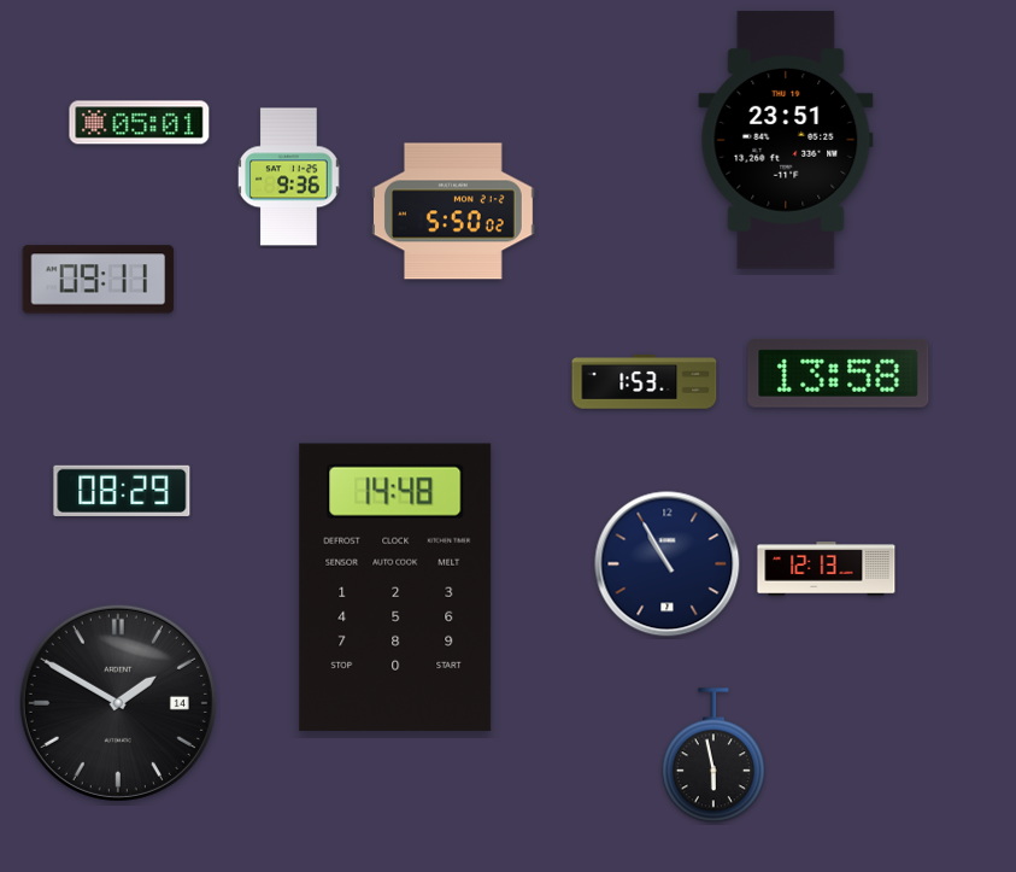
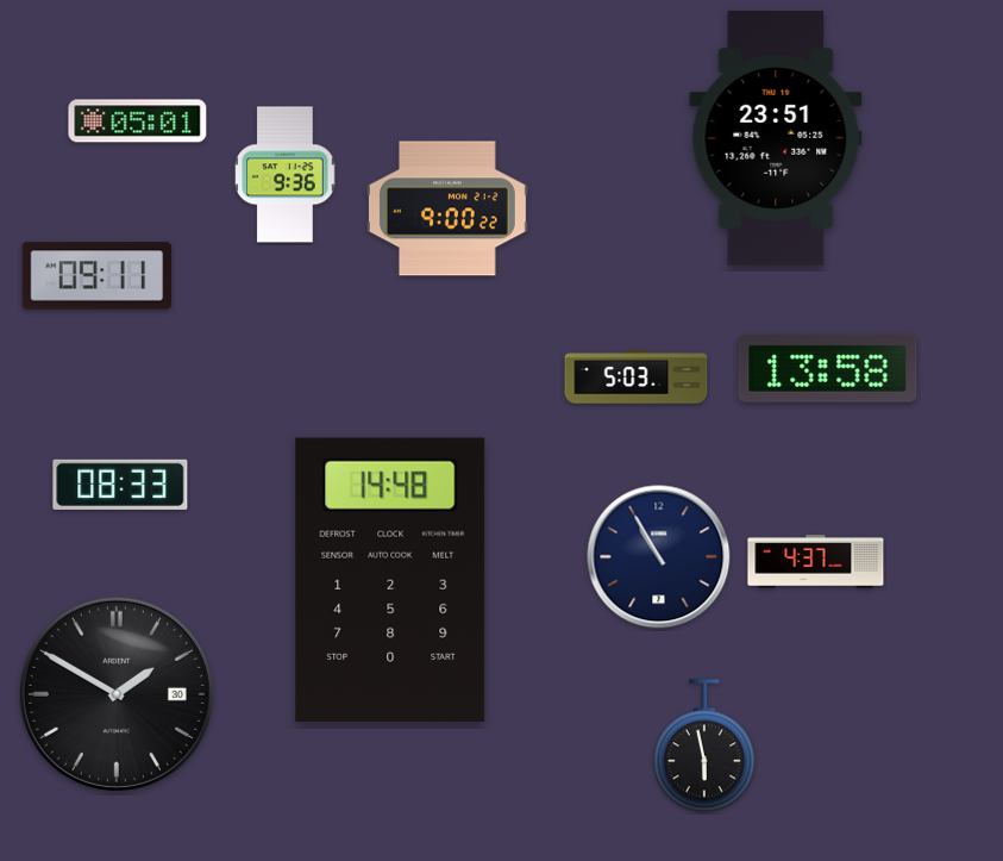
clock at (453, 211): 5:50 -> 9:00
clock at (645, 382): 1:53 -> 5:03
clock at (122, 491): 08:29 -> 08:33
clock at (827, 569): 12:13 -> 4:37
clock at (118, 703) date: 14 -> 30
